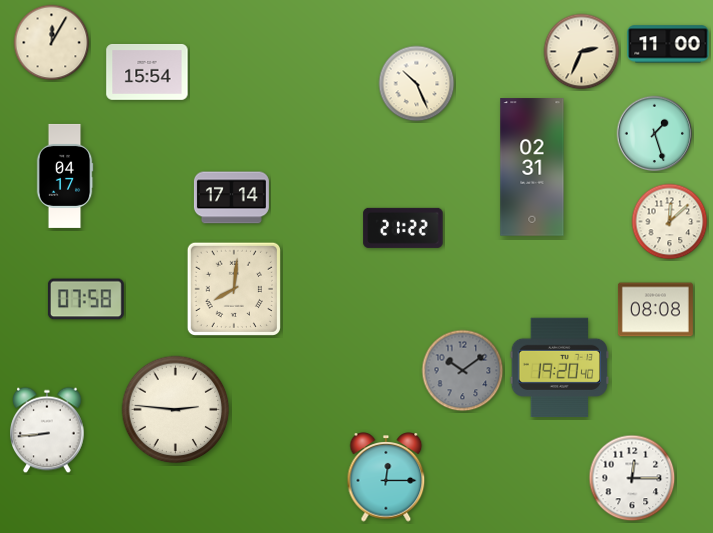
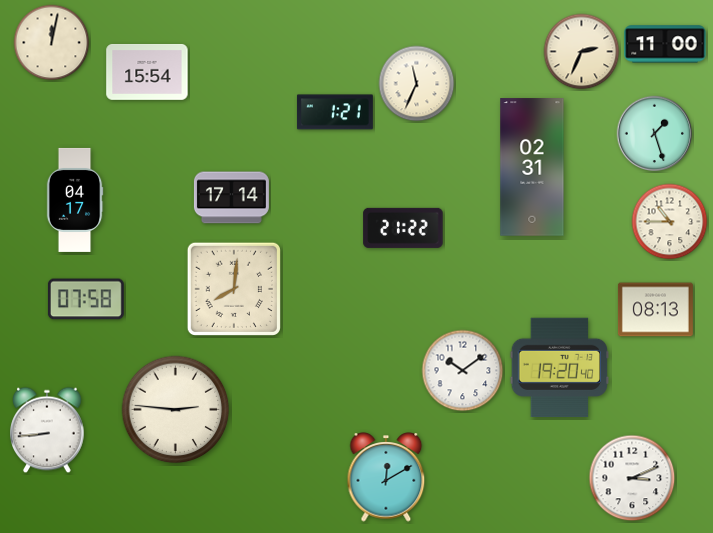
clock at (52, 43): 12:05 -> 12:02
clock at (668, 44) position: (668, 44) -> (665, 44)
clock at (417, 84): 10:26 -> 11:34
clock at (335, 112): none -> 1:21
clock at (65, 176) position: (65, 176) -> (75, 200)
clock at (670, 222): 12:08 -> 10:45
clock at (655, 310): 08:08 -> 08:13
clock at (463, 371) dial: grey -> white
clock at (386, 477): 12:15 -> 12:10
clock at (632, 478): 12:15 -> 3:11
